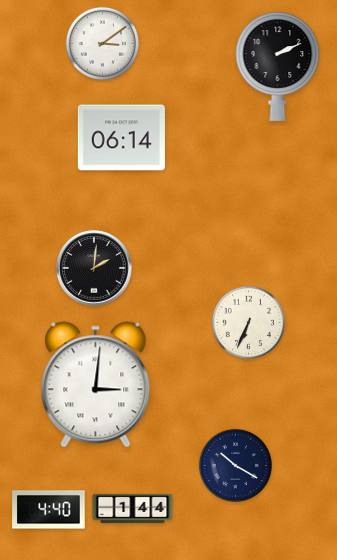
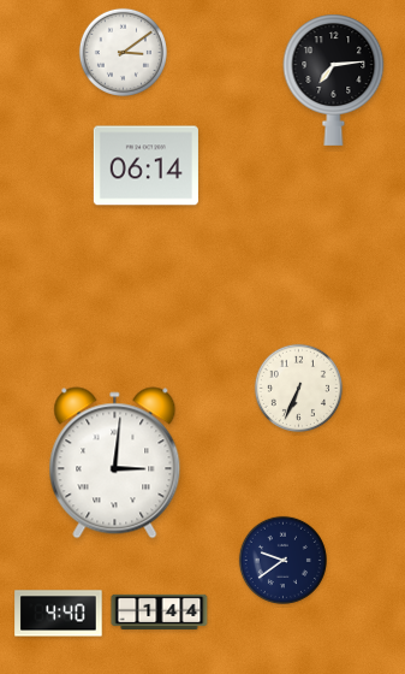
clock at (278, 66): 2:11 -> 7:14
clock at (94, 268): 2:01 -> none
clock at (235, 465): 10:20 -> 9:39
